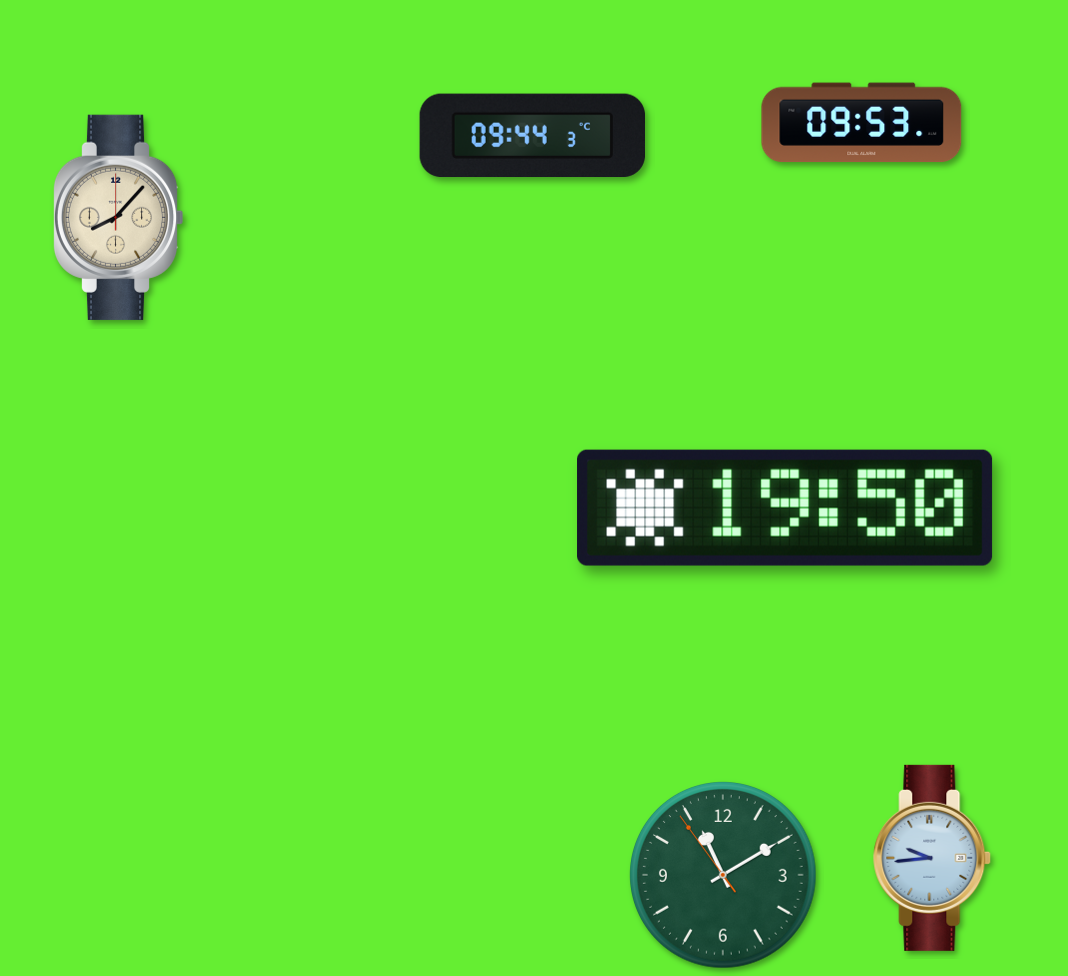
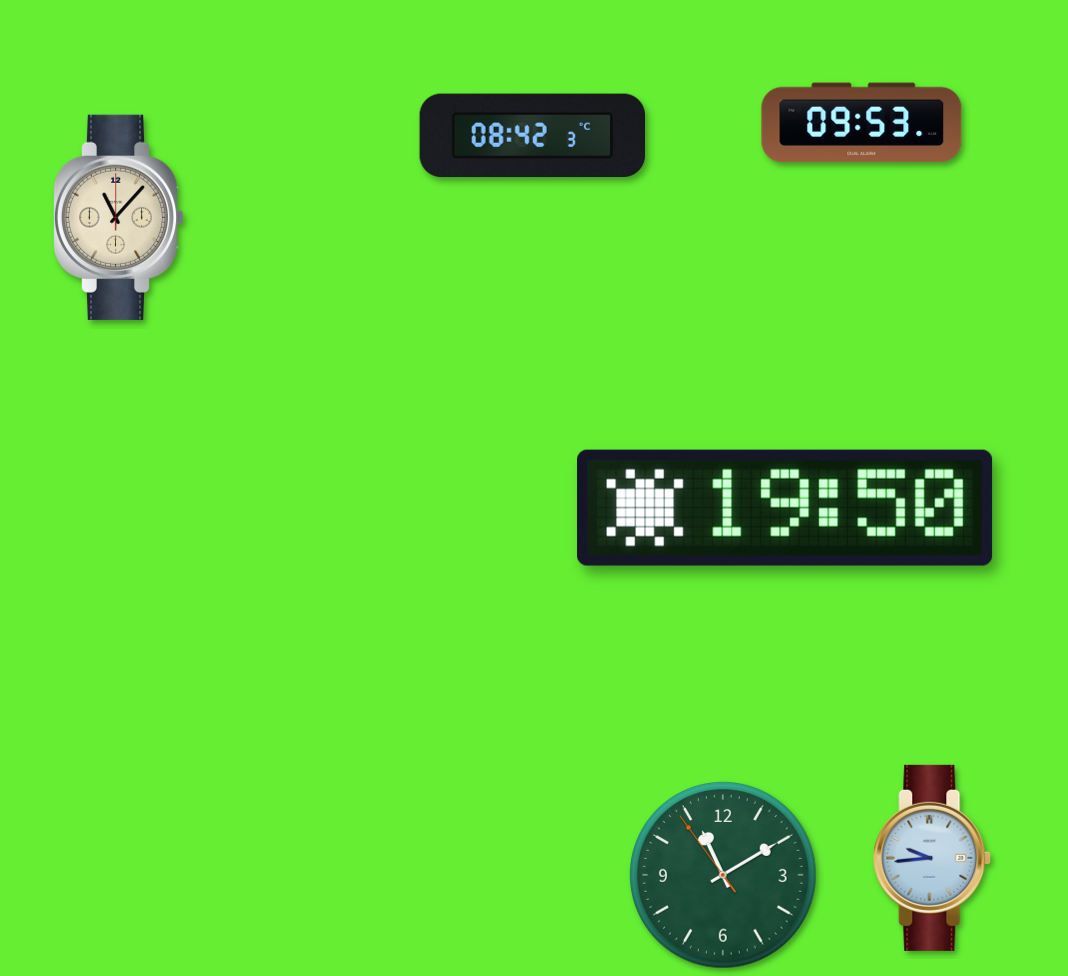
clock at (532, 135): 09:44 -> 08:42
clock at (118, 217): 8:07 -> 11:07
